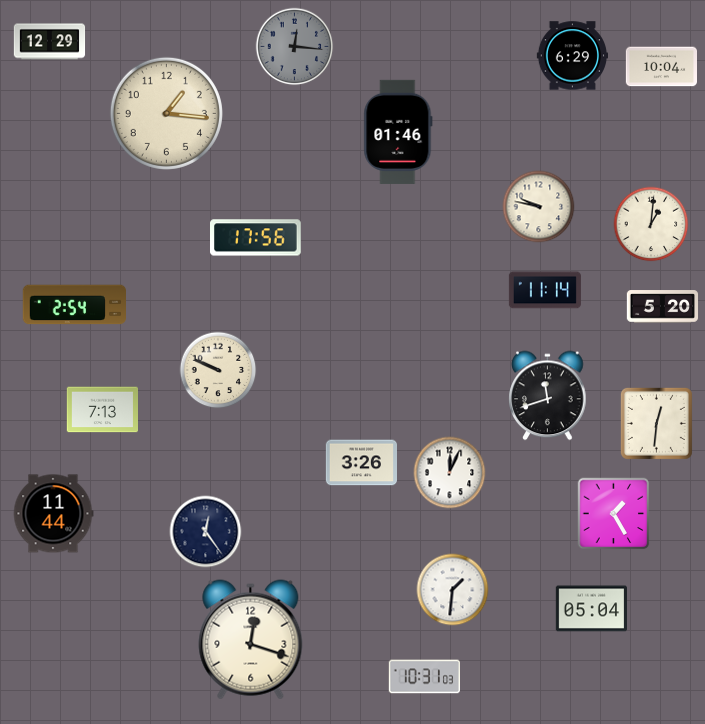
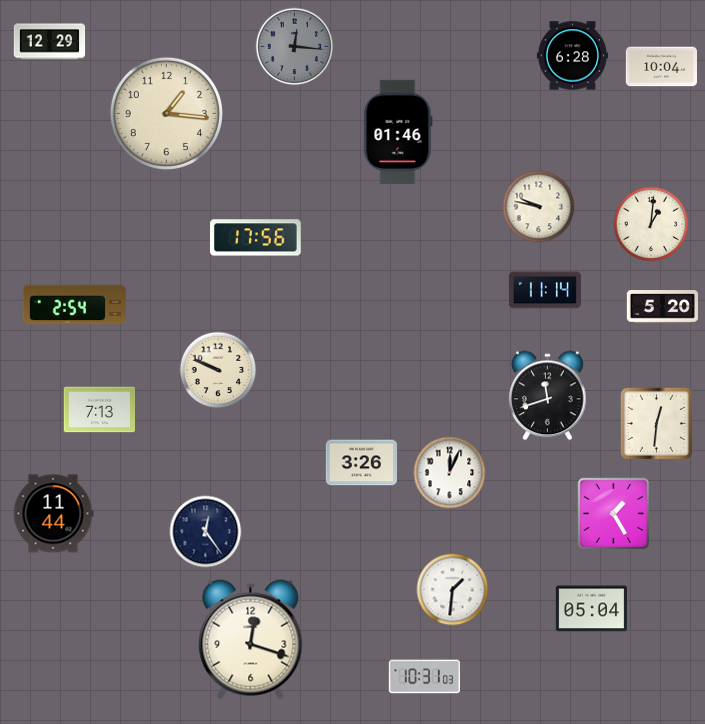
clock at (572, 56): 6:29 -> 6:28
clock at (102, 410) position: (102, 410) -> (99, 410)
